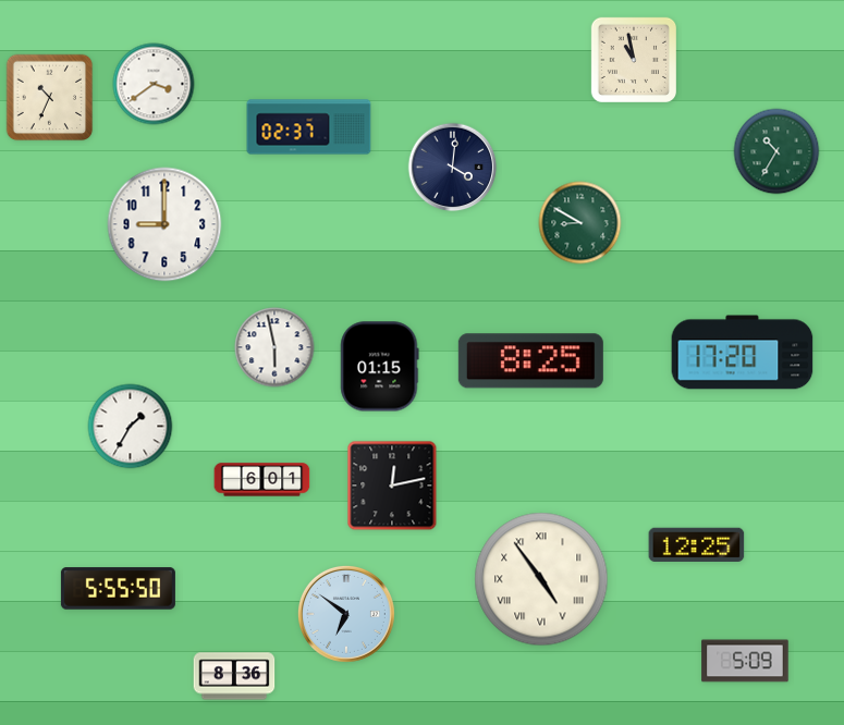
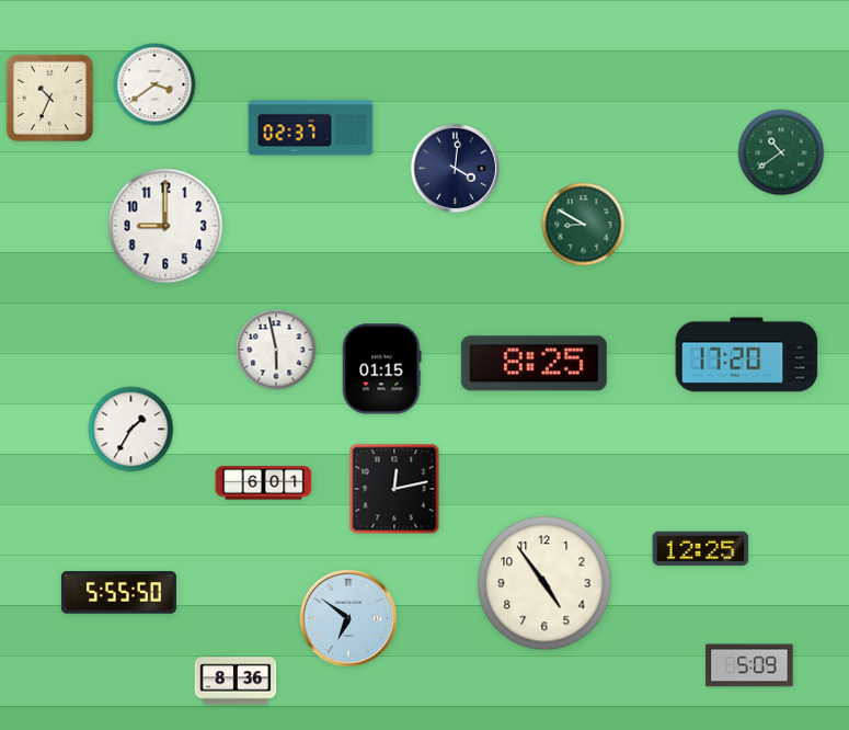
clock at (633, 59): 10:58 -> none
clock at (776, 151): 10:35 -> 10:39
clock at (541, 579) numerals: Roman -> Arabic
